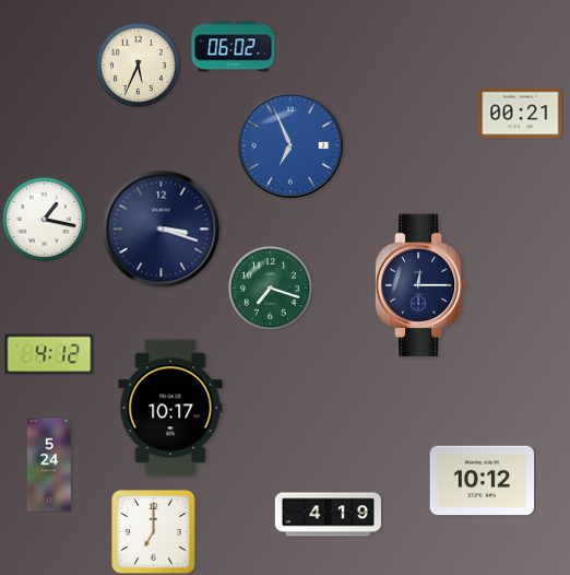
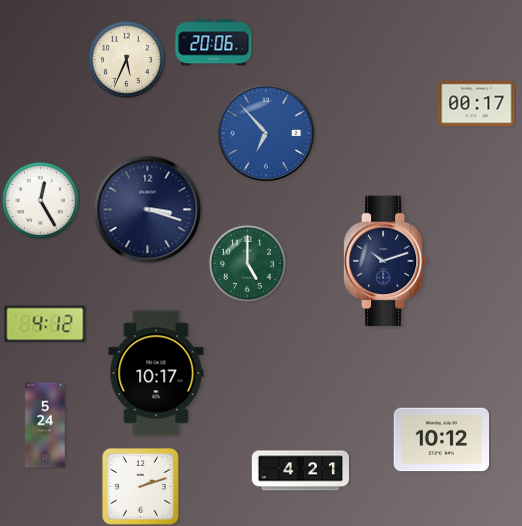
clock at (234, 47): 06:02 -> 20:06
clock at (521, 114): 00:21 -> 00:17
clock at (290, 145): 6:56 -> 6:53
clock at (44, 219): 1:17 -> 12:25
clock at (420, 285): 12:15 -> 10:12
clock at (270, 287): 7:18 -> 5:00
clock at (328, 515): 4:19 -> 4:21
clock at (154, 532): 7:00 -> 2:12
